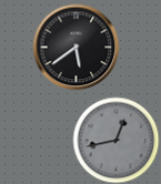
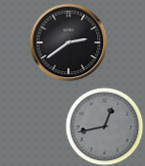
clock at (76, 47): 5:39 -> 2:39
